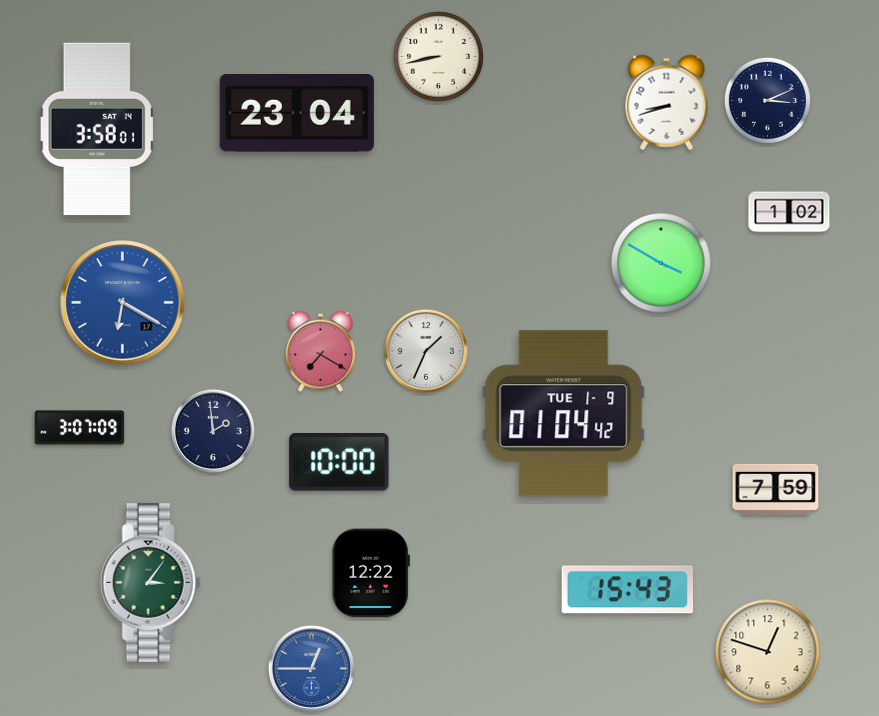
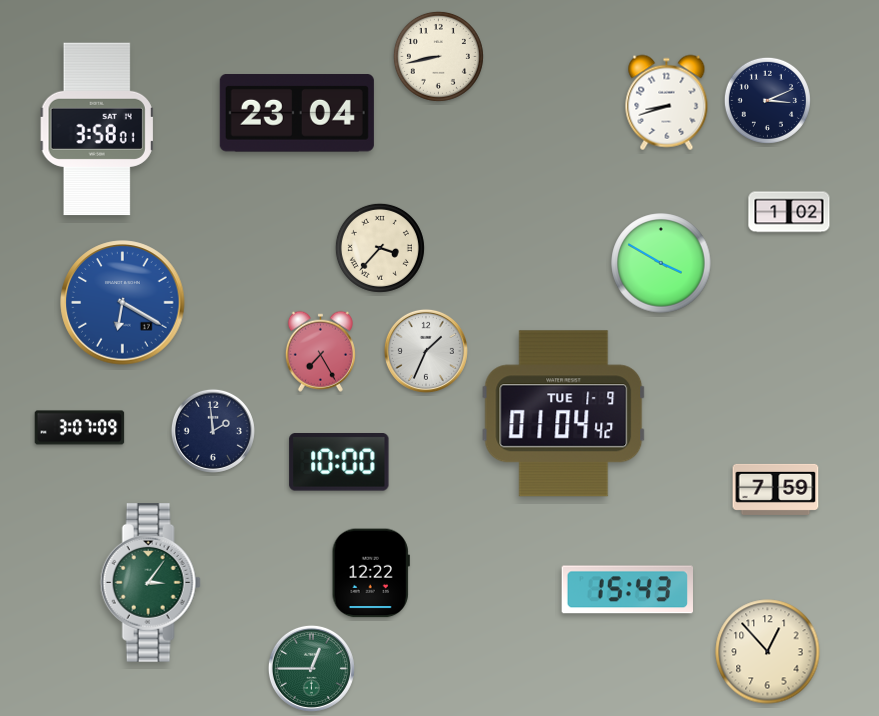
clock at (380, 248): none -> 3:37
clock at (320, 351): 7:20 -> 7:25
clock at (768, 652): 12:48 -> 12:53
clock at (311, 668) dial: blue -> green
